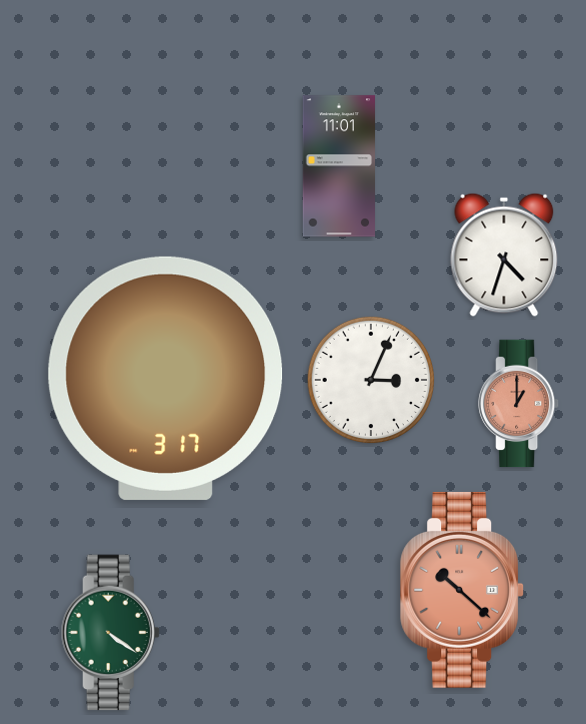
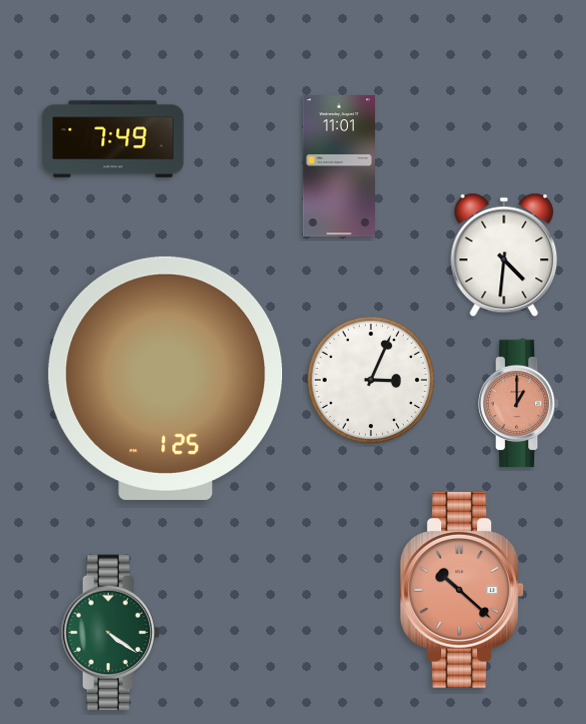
clock at (113, 139): none -> 7:49
clock at (504, 255): 4:33 -> 4:31
clock at (166, 378): 3:17 -> 1:25
